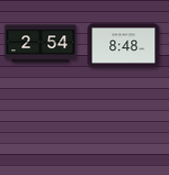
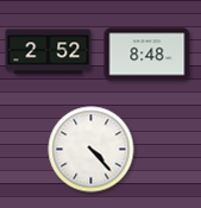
clock at (41, 44): 2:54 -> 2:52
clock at (92, 150): none -> 4:23
